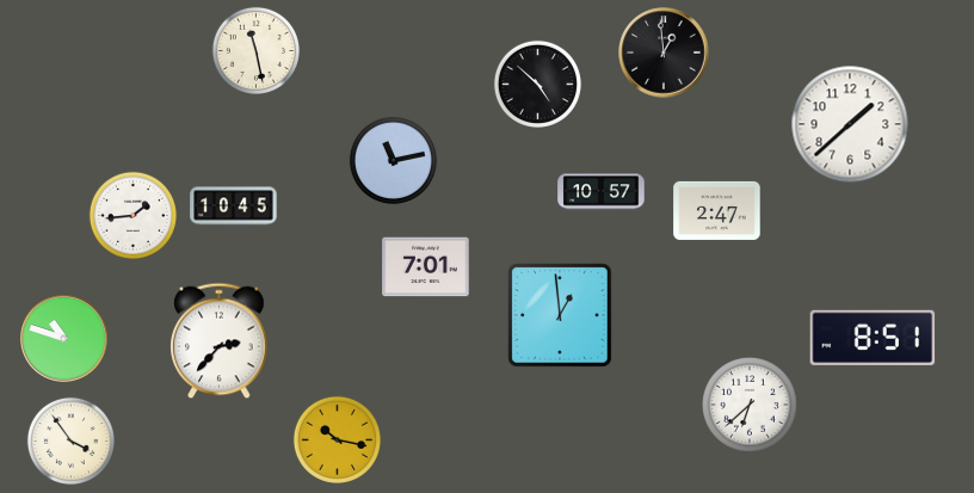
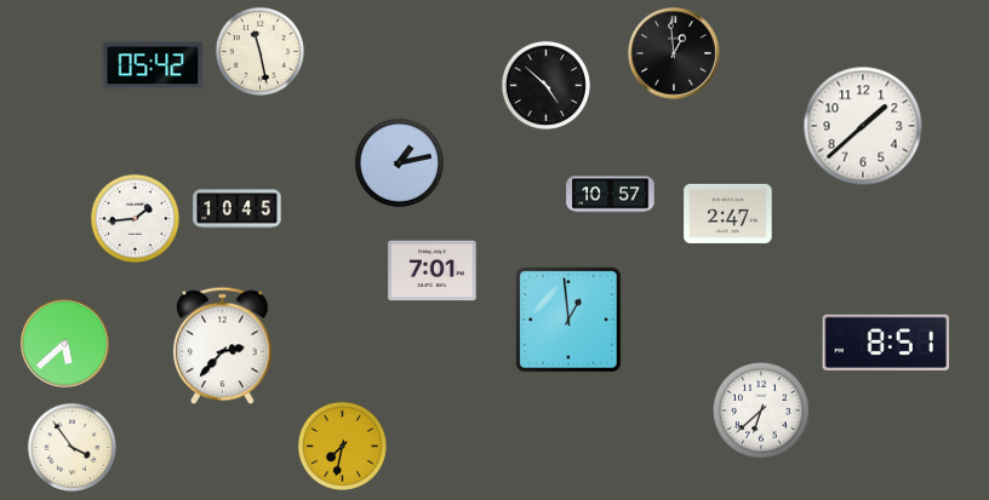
clock at (153, 65): none -> 05:42
clock at (393, 160): 11:13 -> 1:13
clock at (64, 339): 10:48 -> 5:38
clock at (337, 439): 10:17 -> 7:32
